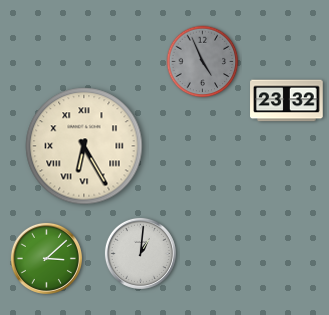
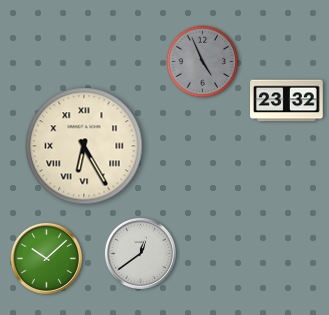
clock at (140, 253): 1:01 -> 12:39
clock at (46, 258): 3:08 -> 10:08
